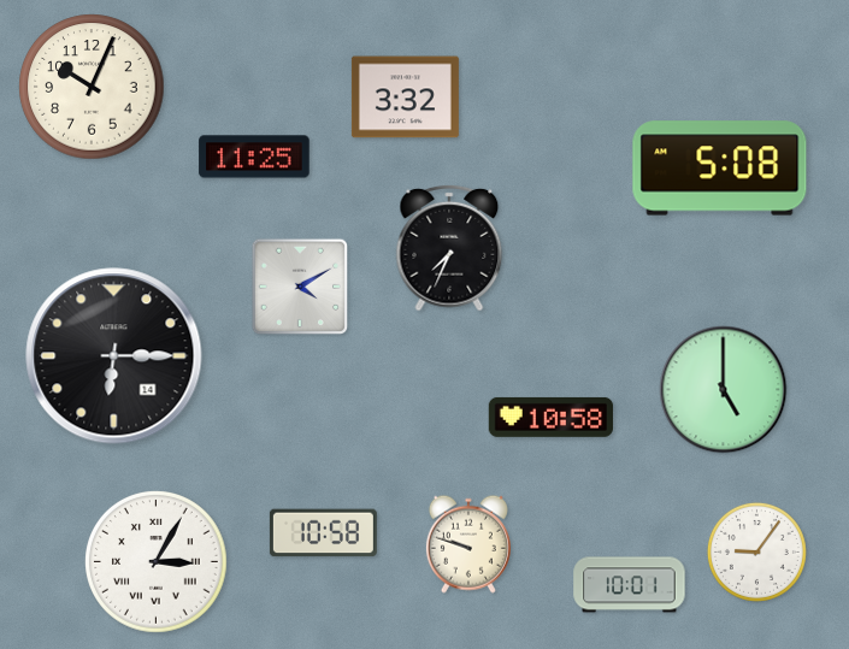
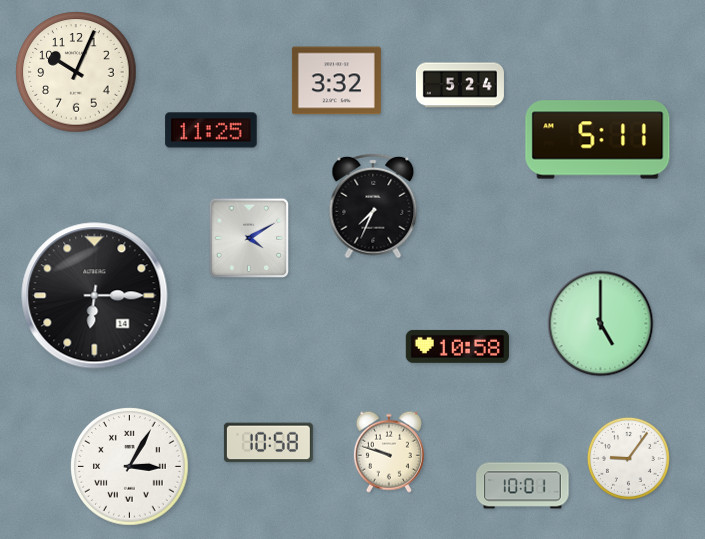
clock at (460, 85): none -> 5:24
clock at (720, 169): 5:08 -> 5:11
